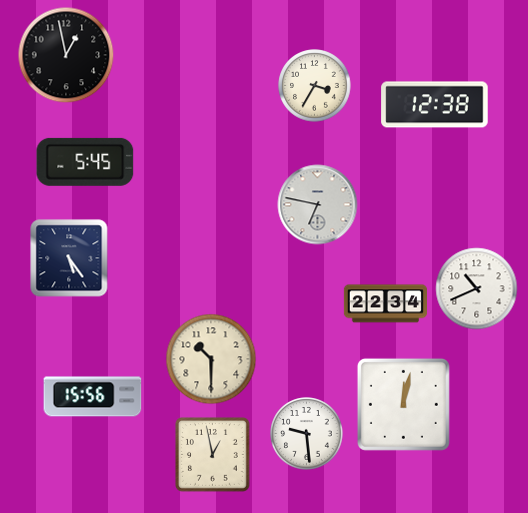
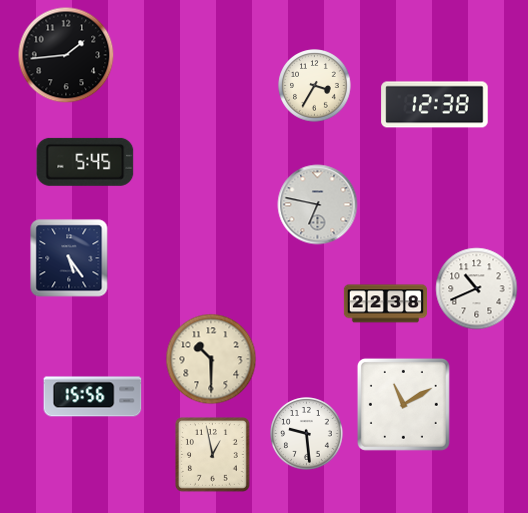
clock at (66, 55): 12:58 -> 1:44
clock at (385, 304): 22:34 -> 22:38
clock at (403, 404): 12:02 -> 11:10
